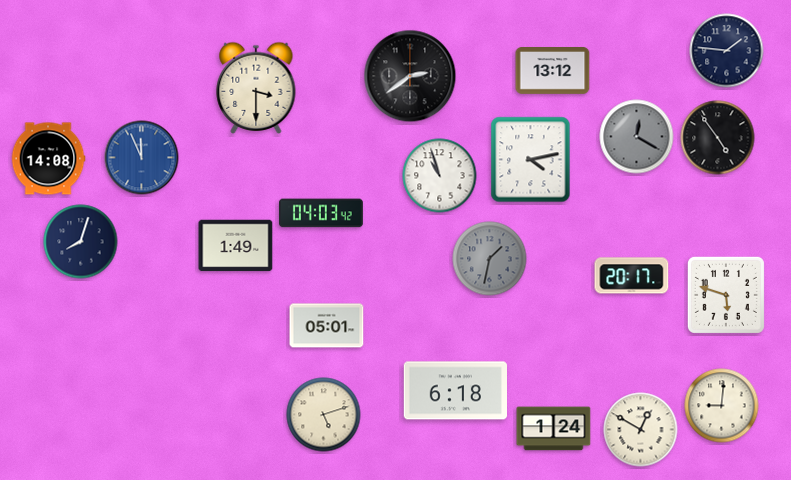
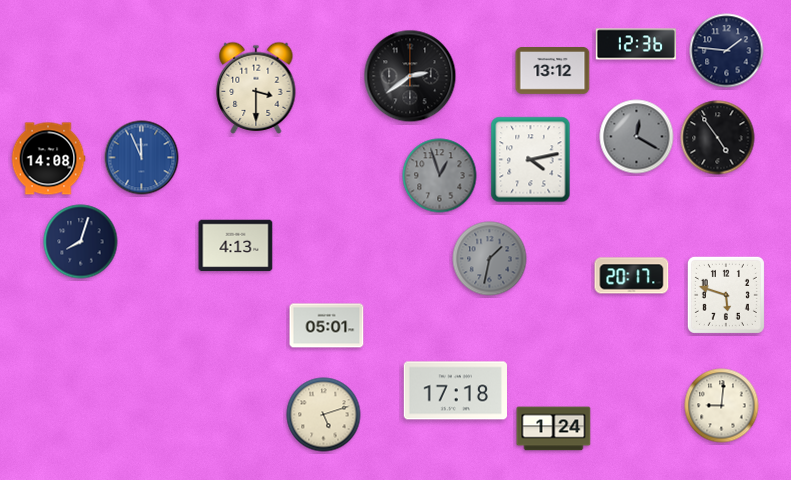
clock at (635, 44): none -> 12:36
clock at (440, 176): 10:57 -> 12:57
clock at (440, 176) dial: white -> grey
clock at (321, 213): 04:03 -> none
clock at (236, 246): 1:49 -> 4:13
clock at (455, 391): 6:18 -> 17:18
clock at (641, 430): 12:50 -> none
